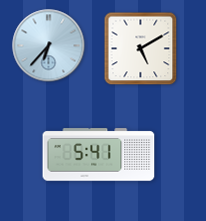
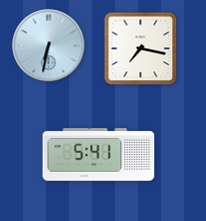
clock at (49, 46): 6:37 -> 6:32
clock at (141, 49): 5:10 -> 7:17
